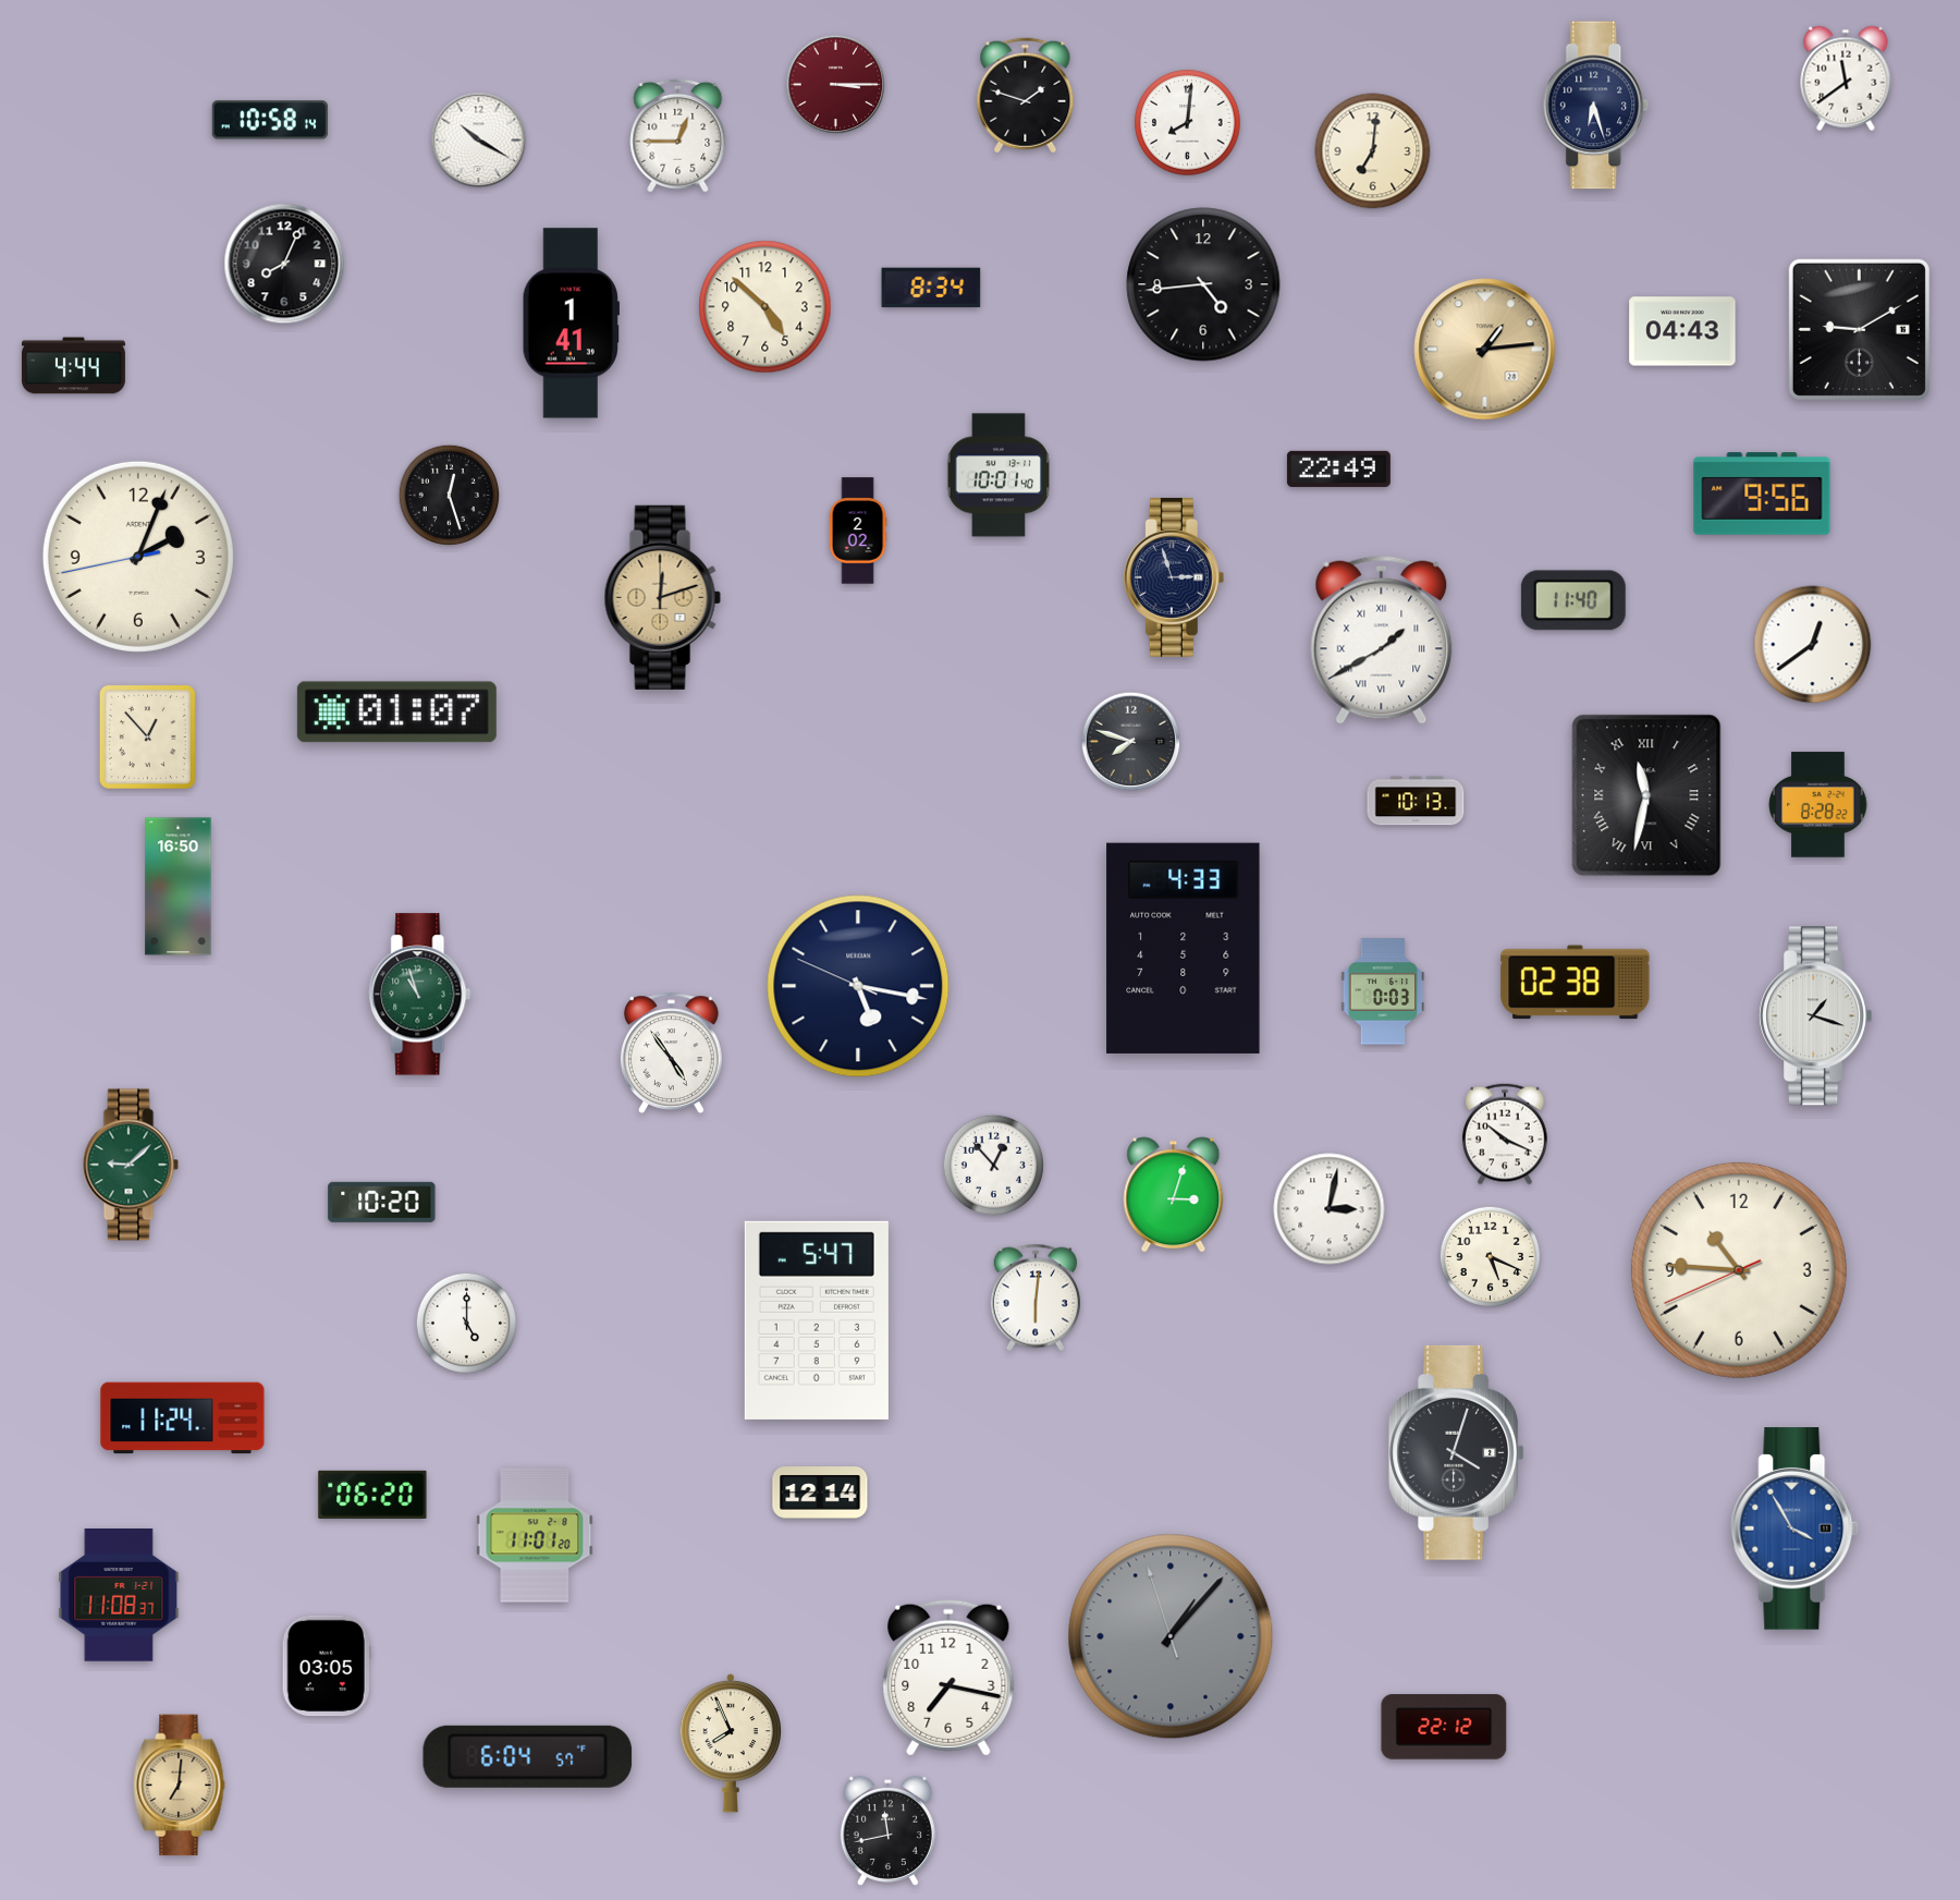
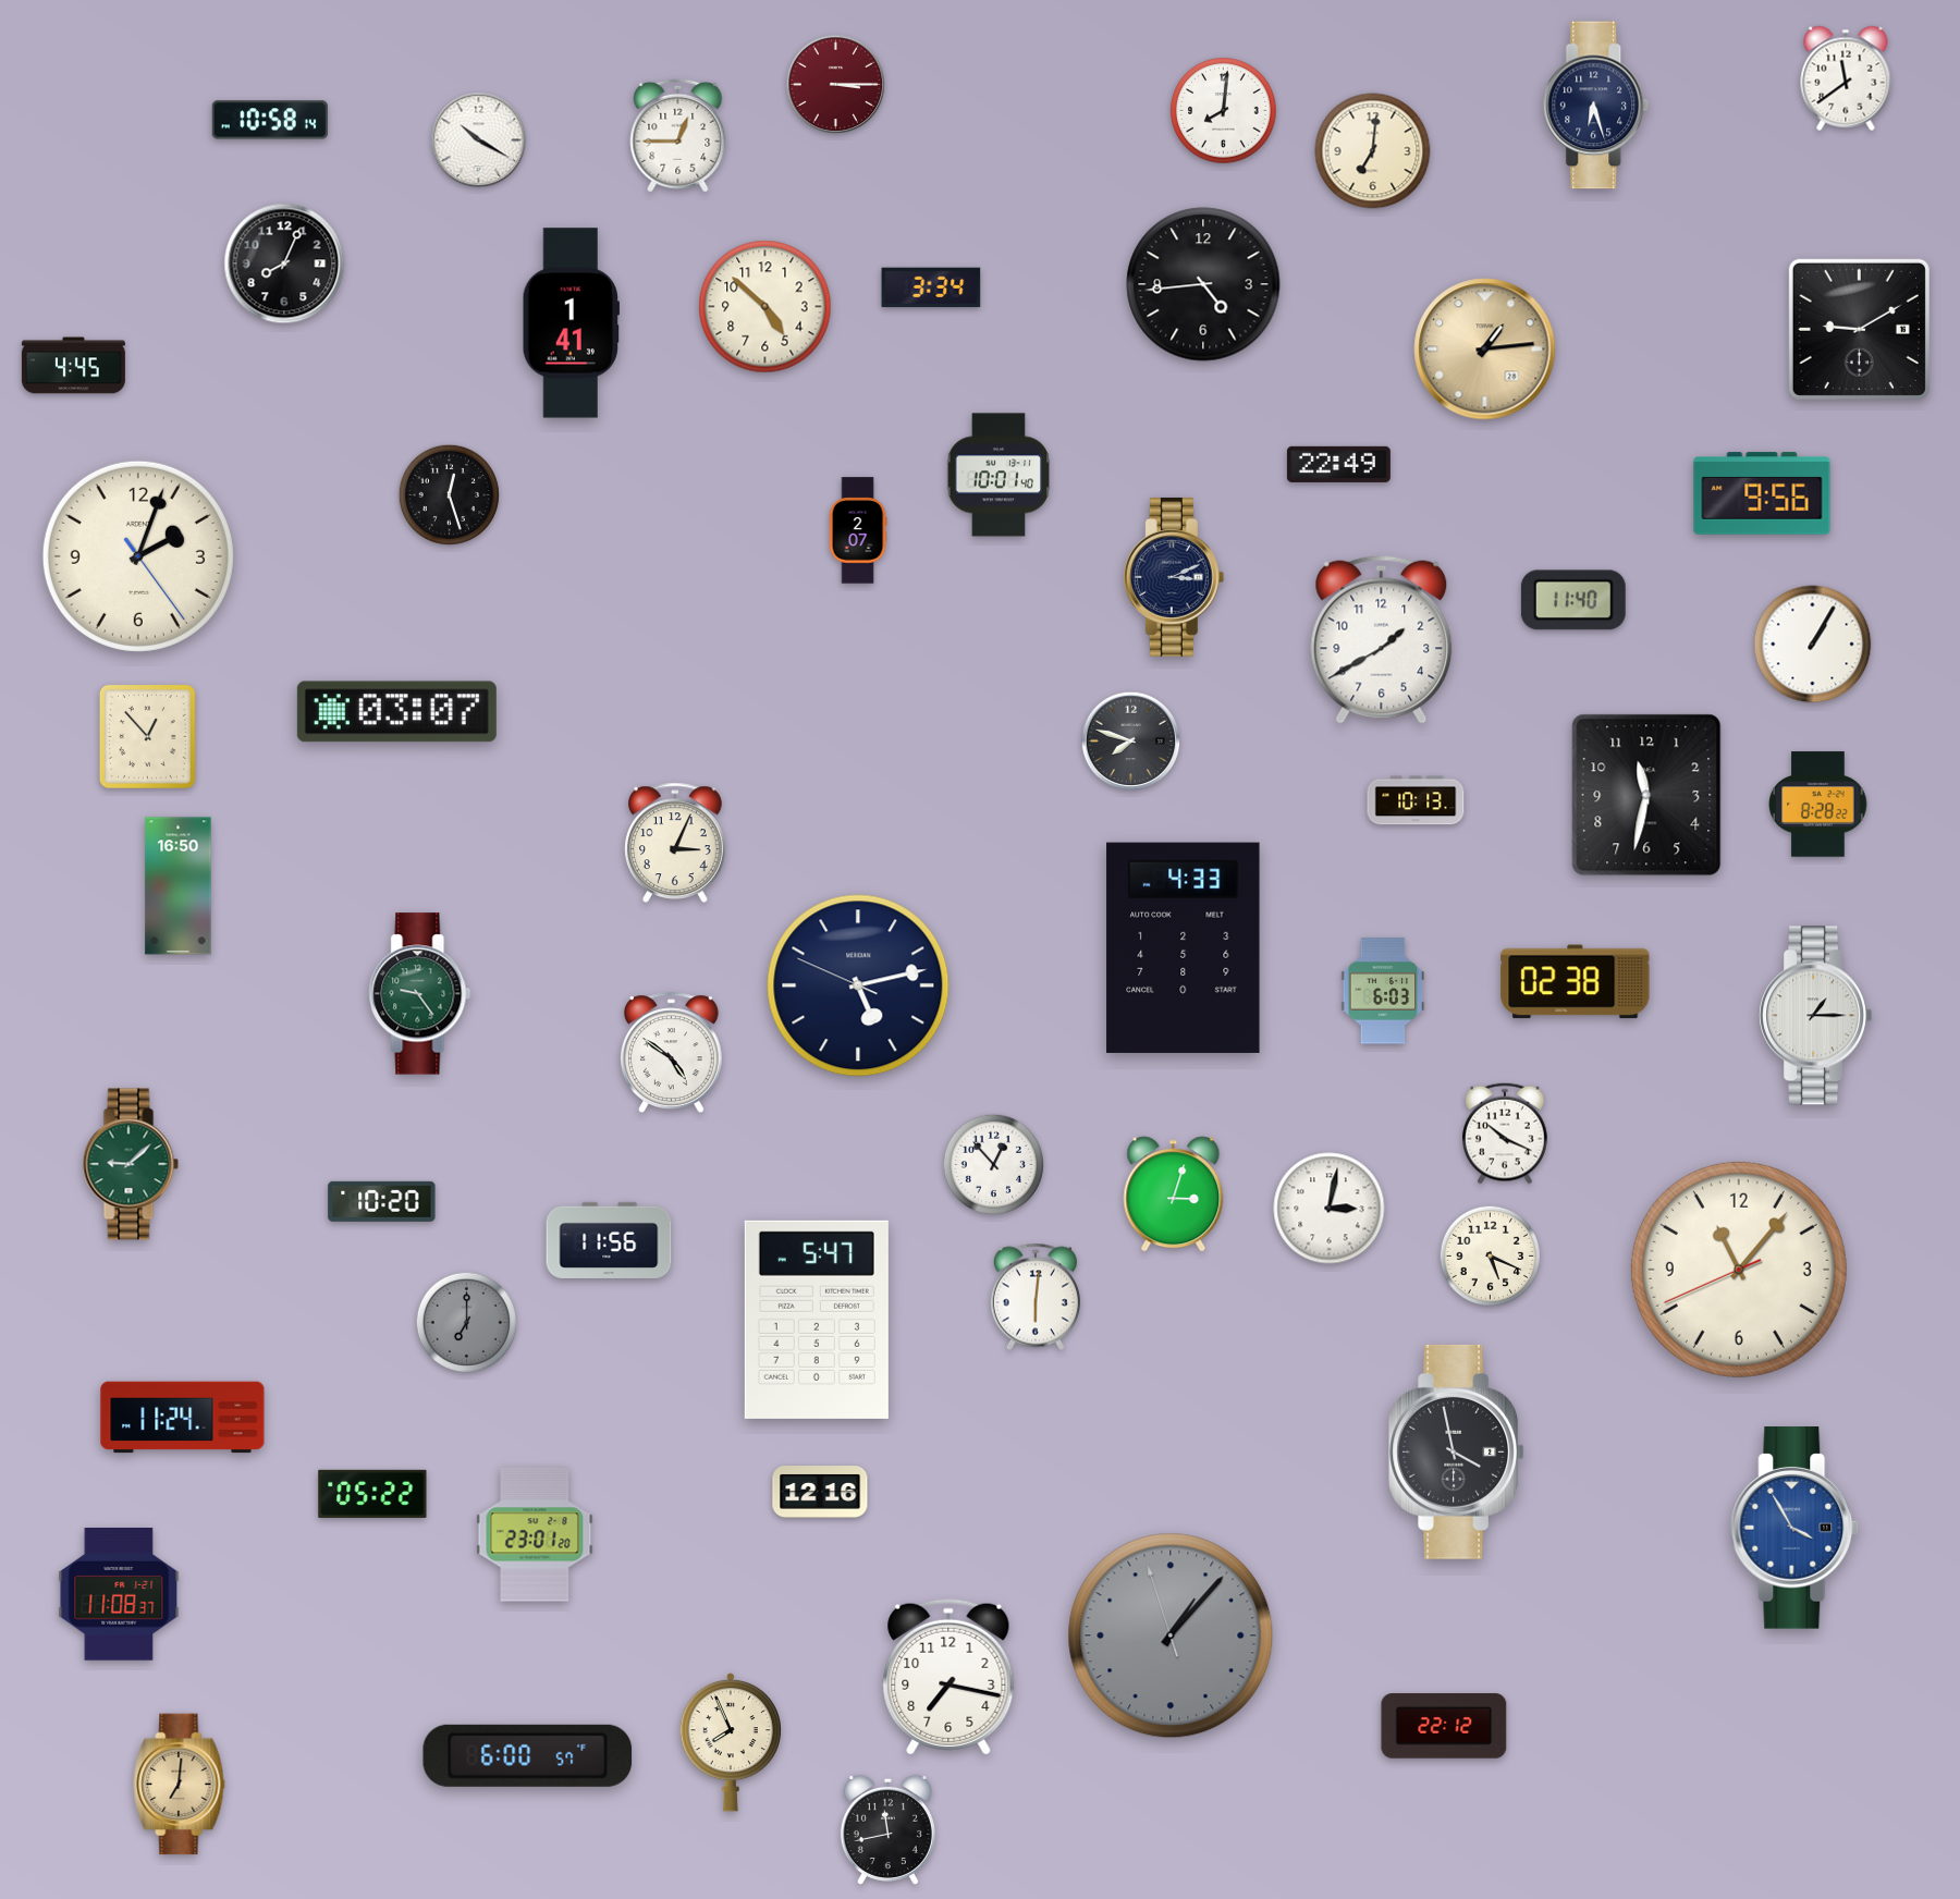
clock at (1026, 96): 1:48 -> none
clock at (1188, 123) position: (1188, 123) -> (1224, 111)
clock at (931, 288): 8:34 -> 3:34
clock at (1682, 331): 04:43 -> none
clock at (73, 366): 4:44 -> 4:45
clock at (1338, 468) position: (1338, 468) -> (1338, 464)
clock at (858, 531): 2:02 -> 2:07
clock at (138, 557): 2:03:43 -> 2:03:24
clock at (1174, 577): 2:57 -> 3:11
clock at (662, 597): 12:12 -> none
clock at (1382, 640) numerals: Roman -> Arabic
clock at (1813, 645): 12:39 -> 1:05
clock at (396, 712): 01:07 -> 03:07
clock at (1646, 795) numerals: Roman -> Arabic
clock at (676, 843): none -> 3:04
clock at (858, 986): 5:16 -> 5:12
clock at (1383, 991): 0:03 -> 6:03
clock at (420, 995): 10:57 -> 9:24
clock at (1816, 1016): 1:18 -> 1:15
clock at (671, 1052): 4:54 -> 4:51
clock at (609, 1240): none -> 11:56
clock at (1739, 1270): 10:45 -> 11:06
clock at (466, 1323): 5:00 -> 7:00
clock at (466, 1323) dial: white -> grey
clock at (1457, 1452): 4:03 -> 3:58
clock at (820, 1494): 12:14 -> 12:16
clock at (372, 1495): 06:20 -> 05:22
clock at (535, 1535): 11:01 -> 23:01
clock at (327, 1666): 03:05 -> none
clock at (528, 1756): 6:04 -> 6:00
